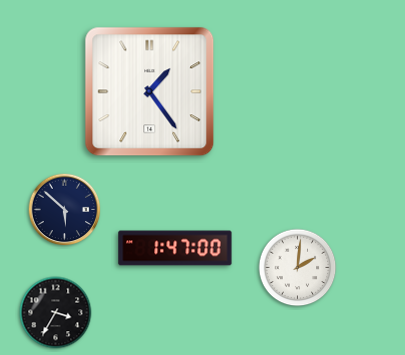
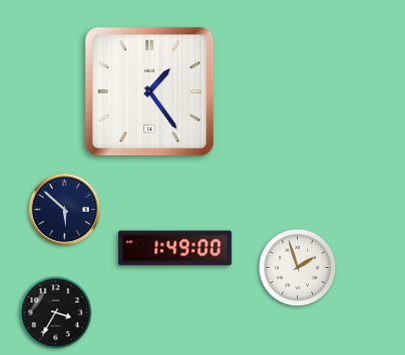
clock at (175, 248): 1:47 -> 1:49
clock at (298, 268): 2:01 -> 1:57
